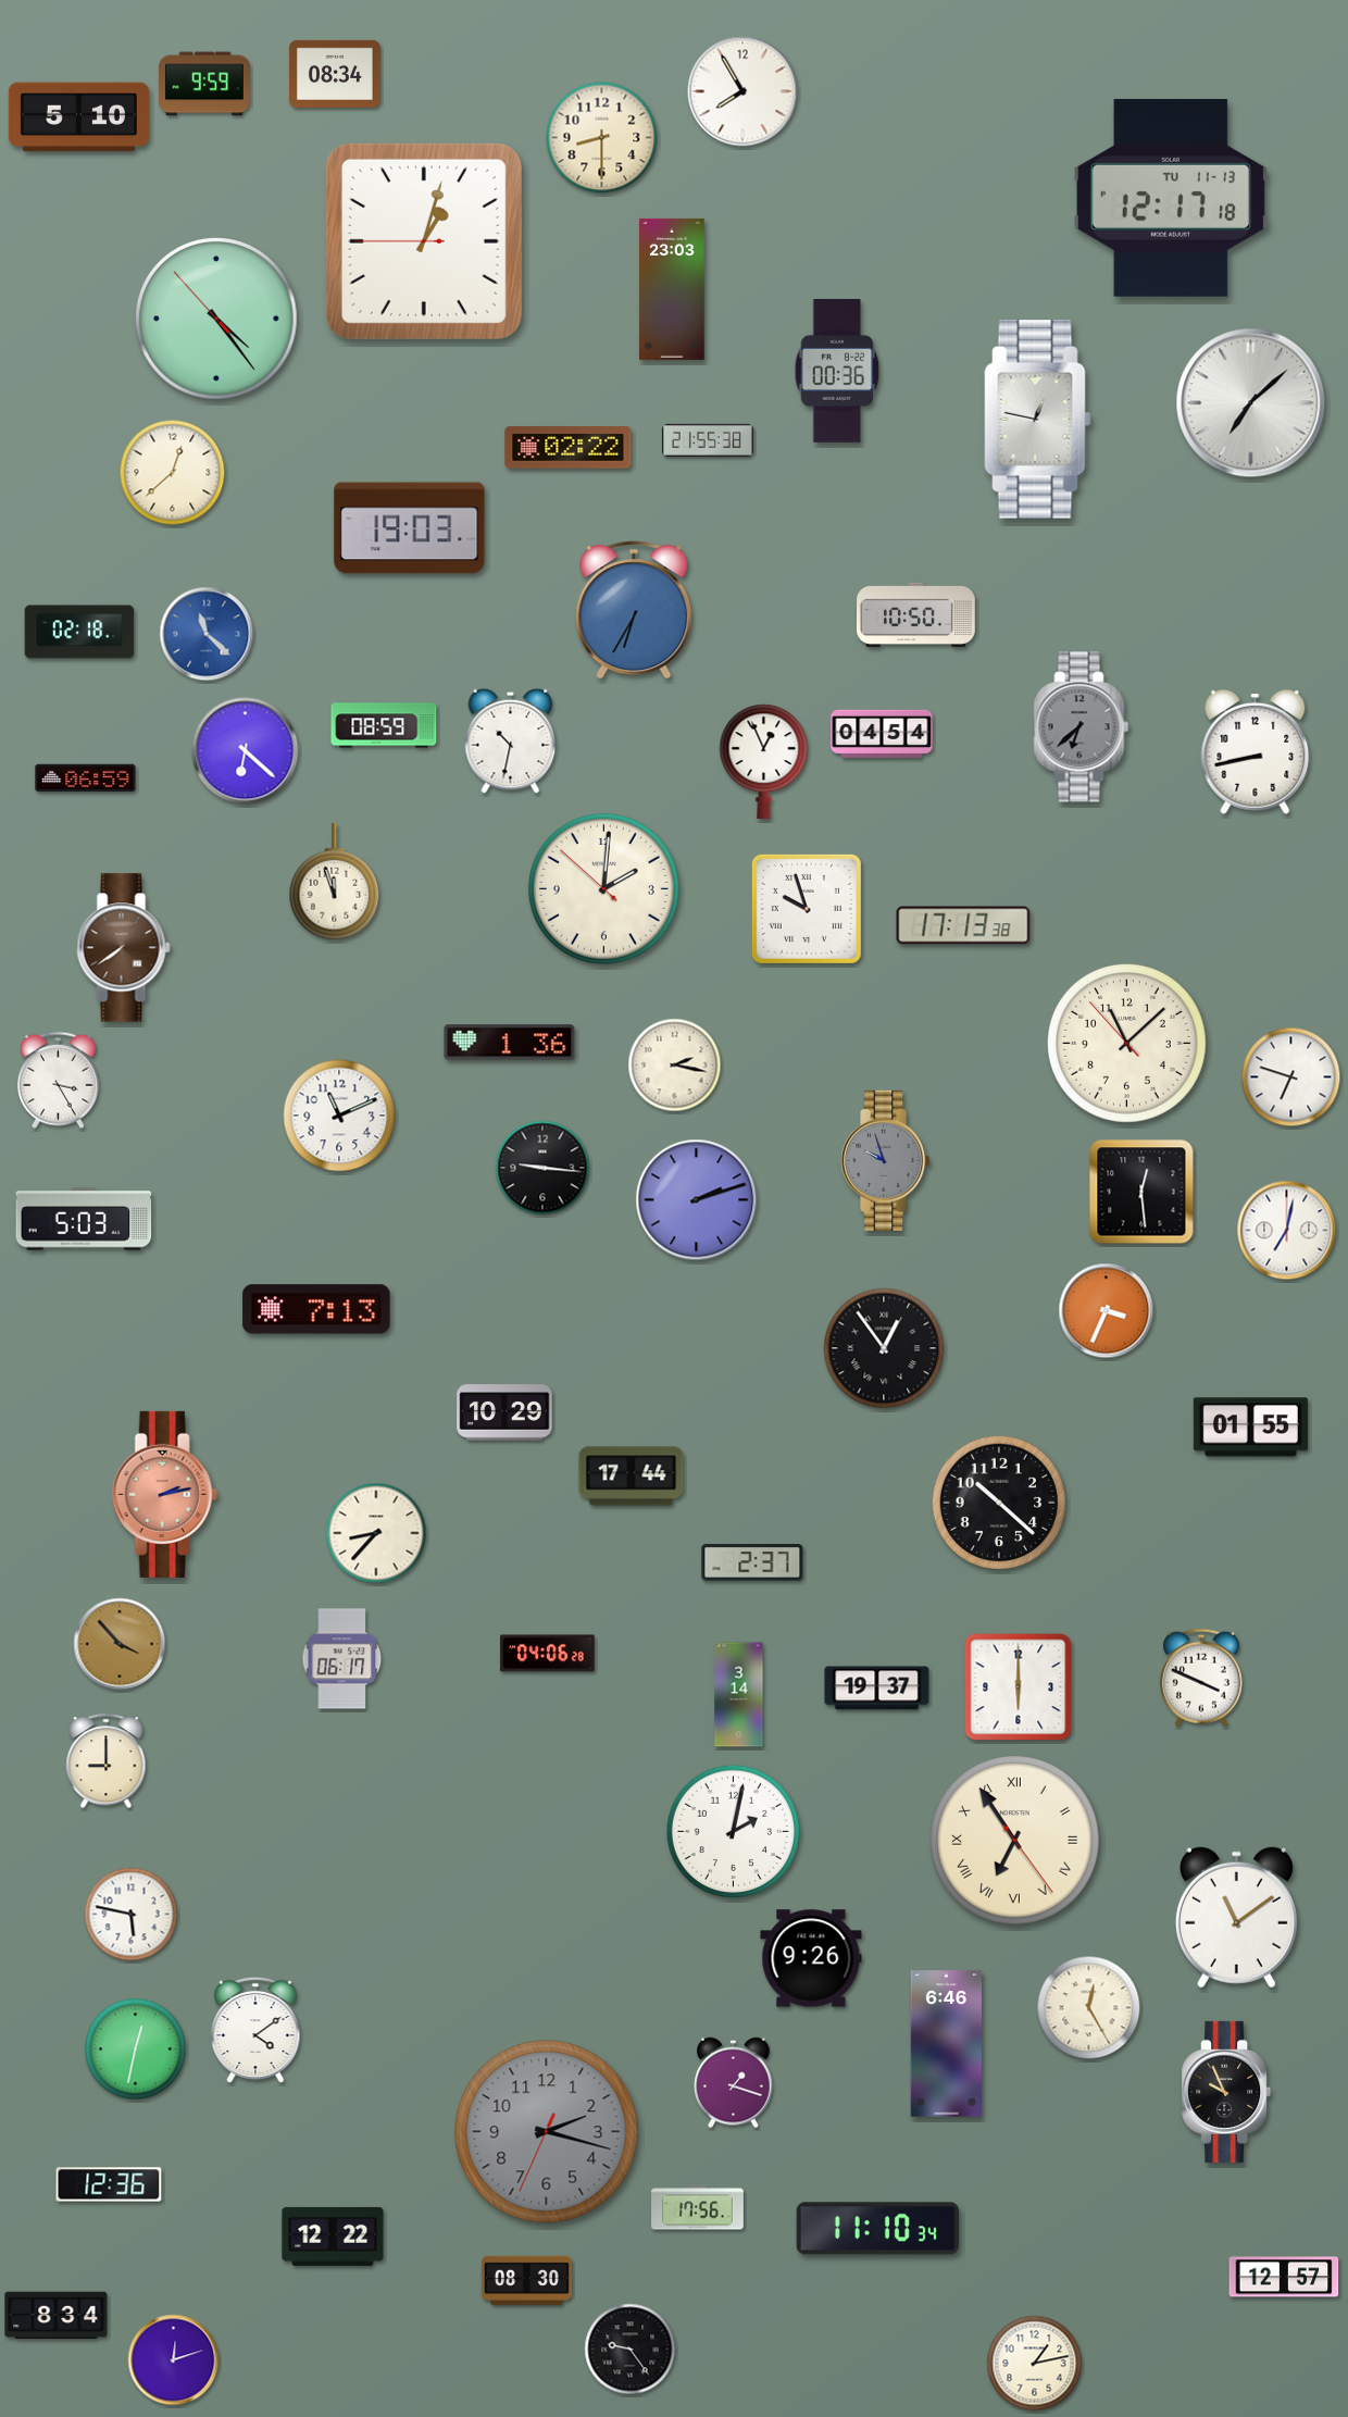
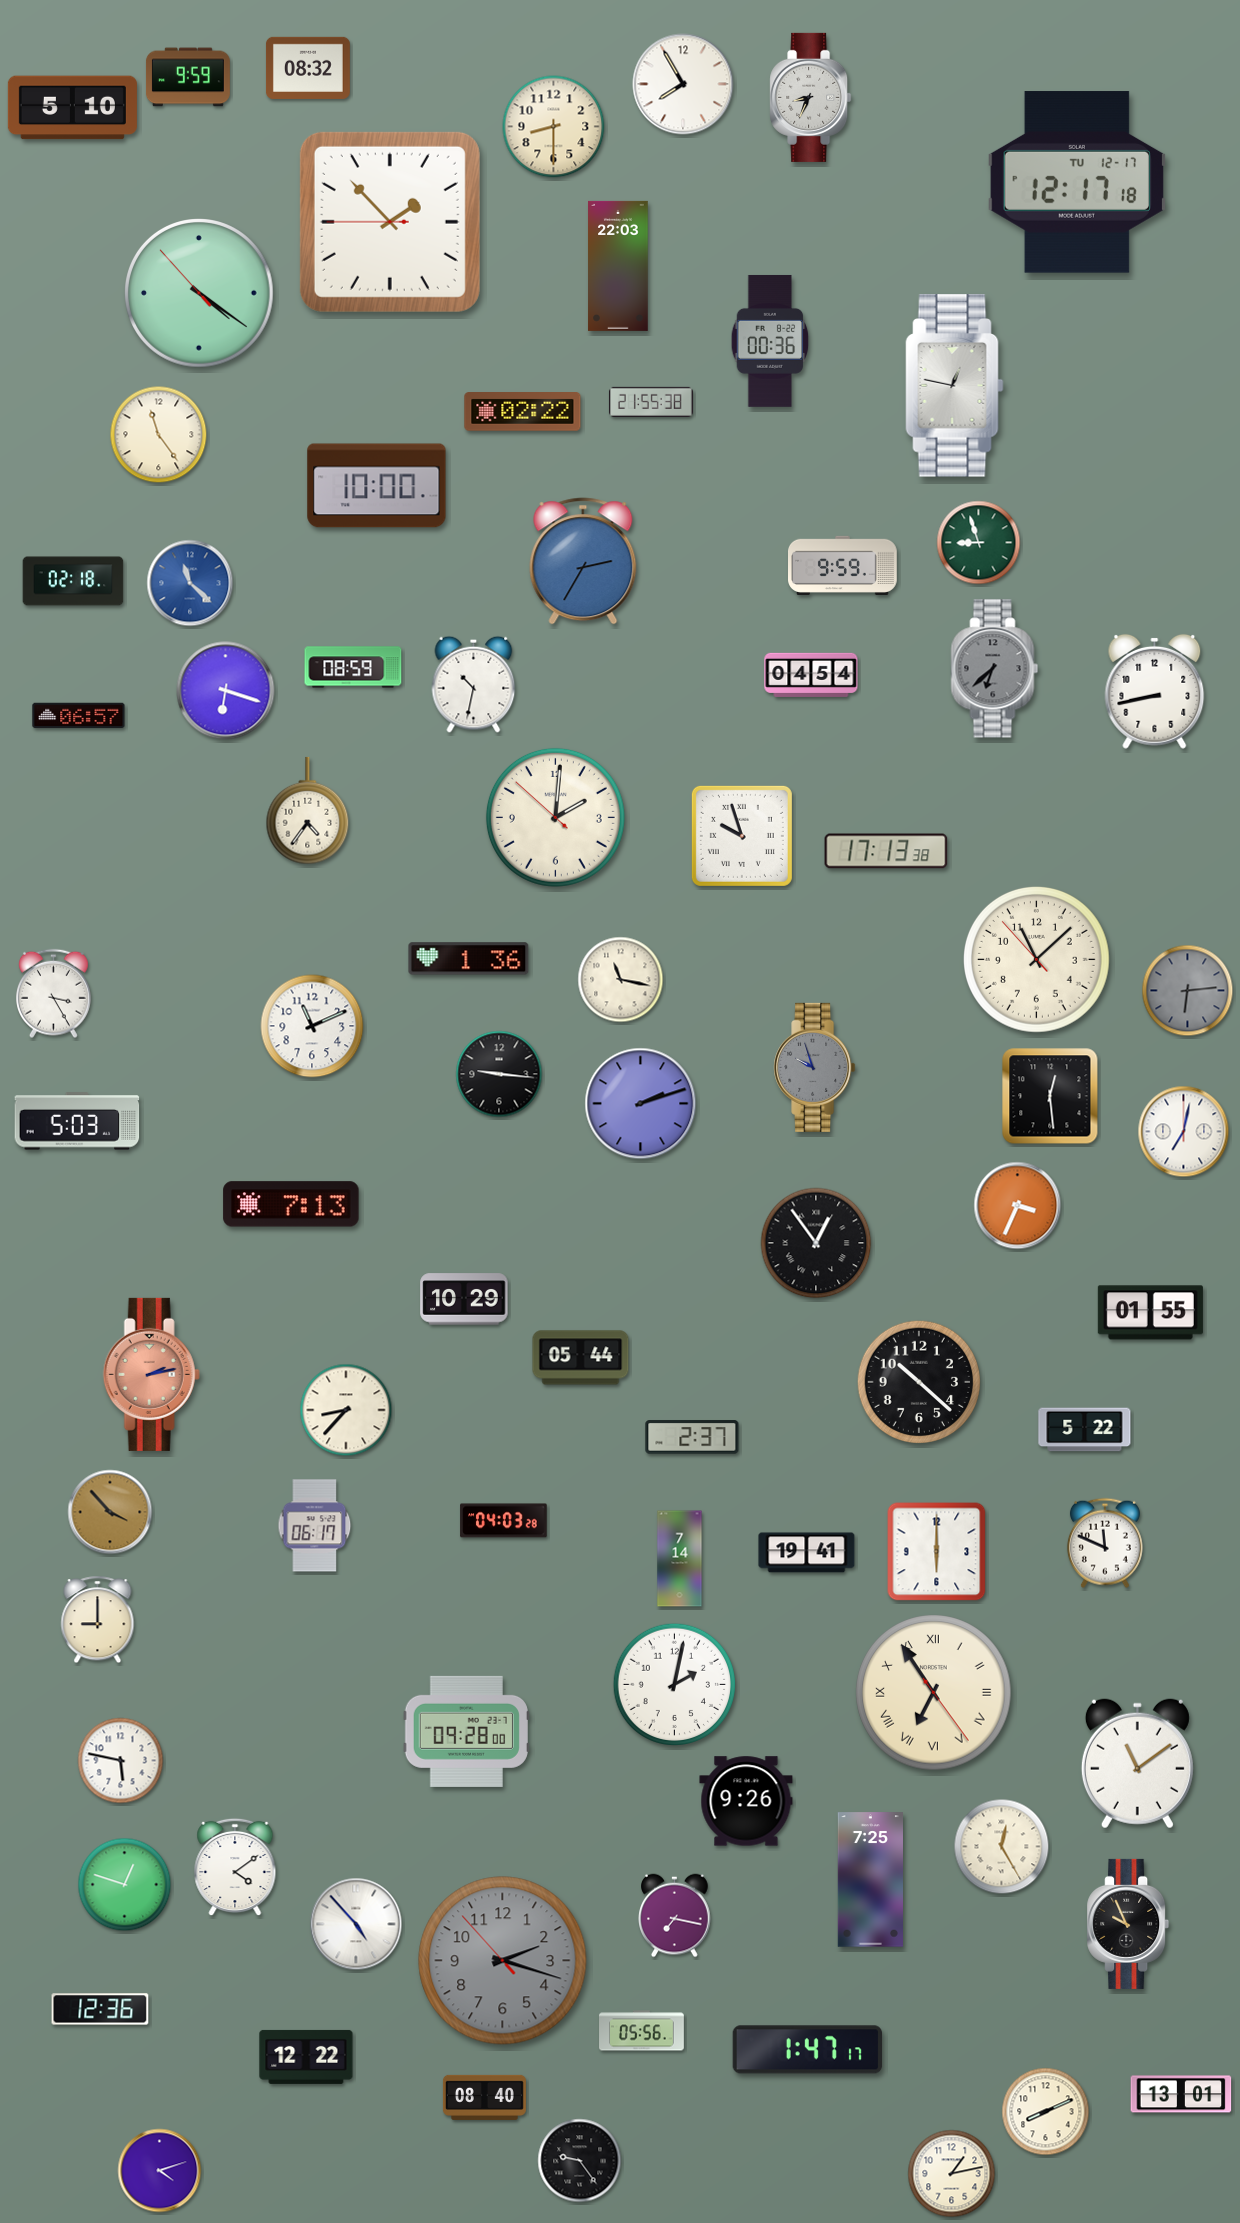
clock at (335, 74): 08:34 -> 08:32
clock at (811, 97): none -> 8:34
clock at (1171, 198) date: TU 11-13 -> TU 12-17
clock at (424, 241): 1:02 -> 1:52
clock at (672, 289): 23:03 -> 22:03
clock at (217, 320): 4:23 -> 4:20
clock at (1251, 403): 7:08 -> none
clock at (708, 440) position: (708, 440) -> (651, 402)
clock at (173, 473): 12:38 -> 11:24
clock at (410, 528): 19:03 -> 10:00
clock at (979, 543): none -> 8:57
clock at (634, 610): 6:35 -> 2:35
clock at (916, 614): 10:50 -> 9:59
clock at (511, 740) position: (511, 740) -> (474, 684)
clock at (246, 751): 6:22 -> 6:18
clock at (764, 761): 12:56 -> none
clock at (86, 778): 06:59 -> 06:57
clock at (335, 882): 11:57 -> 4:36
clock at (124, 948): 7:39 -> none
clock at (675, 1066): 2:17 -> 11:17
clock at (1291, 1077): 6:48 -> 6:14
clock at (1291, 1077) dial: white -> grey
clock at (884, 1348) position: (884, 1348) -> (816, 1243)
clock at (632, 1477): 17:44 -> 05:44
clock at (1085, 1430): none -> 5:22
clock at (548, 1654): 04:06 -> 04:03
clock at (1201, 1678): 3:49 -> 11:49
clock at (877, 1689): 19:37 -> 19:41
clock at (739, 1695): 3:14 -> 7:14
clock at (466, 1731): none -> 09:28
clock at (946, 2044): 6:46 -> 7:25
clock at (136, 2050): 12:32 -> 12:48
clock at (734, 2083): 1:18 -> 7:17
clock at (356, 1924): none -> 4:53
clock at (547, 2132): 2:17:34 -> 2:17:53
clock at (698, 2208): 17:56 -> 05:56
clock at (878, 2229): 11:10 -> 1:47
clock at (1284, 2277): 12:57 -> 13:01
clock at (526, 2280): 08:30 -> 08:40
clock at (1046, 2112): none -> 8:11
clock at (57, 2315): 8:34 -> none
clock at (174, 2360): 12:12 -> 4:12
